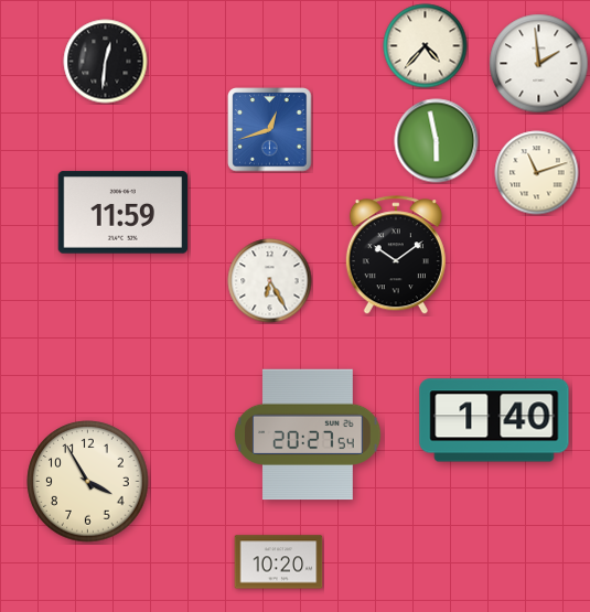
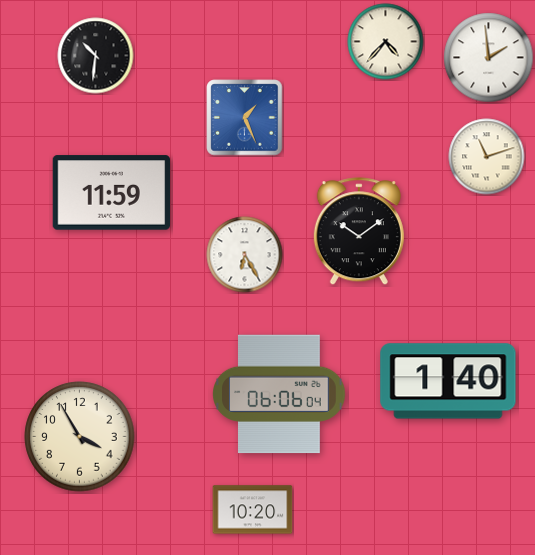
clock at (106, 62): 12:31 -> 10:31
clock at (270, 130): 12:42 -> 1:26
clock at (437, 141): 5:58 -> none
clock at (308, 434): 20:27 -> 06:06
